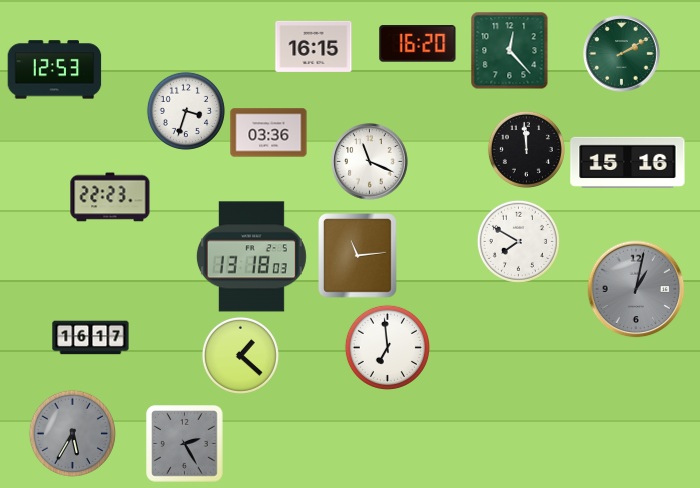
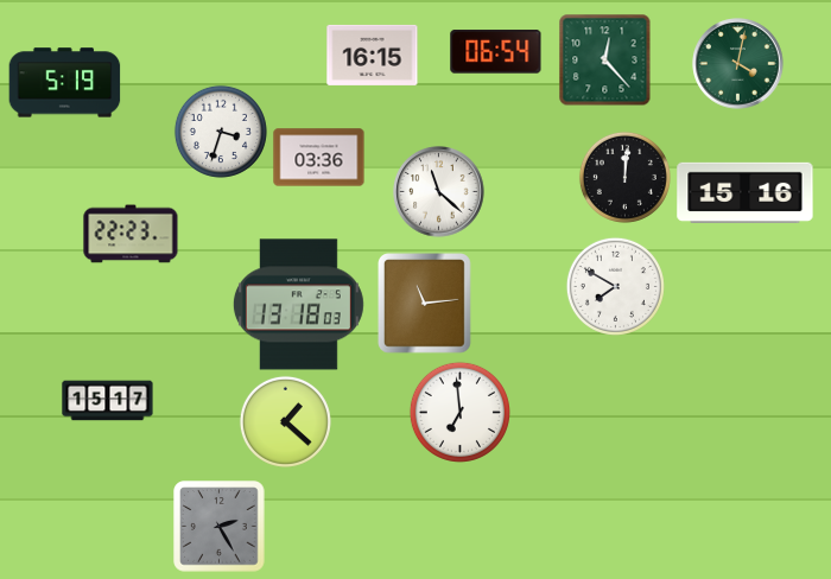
clock at (418, 44): 16:20 -> 06:54
clock at (622, 54): 2:10 -> 4:02
clock at (55, 70): 12:53 -> 5:19
clock at (526, 149): 11:59 -> 12:01
clock at (370, 162): 11:19 -> 11:22
clock at (636, 289): 1:02 -> none
clock at (91, 338): 16:17 -> 15:17
clock at (72, 433): 5:35 -> none
